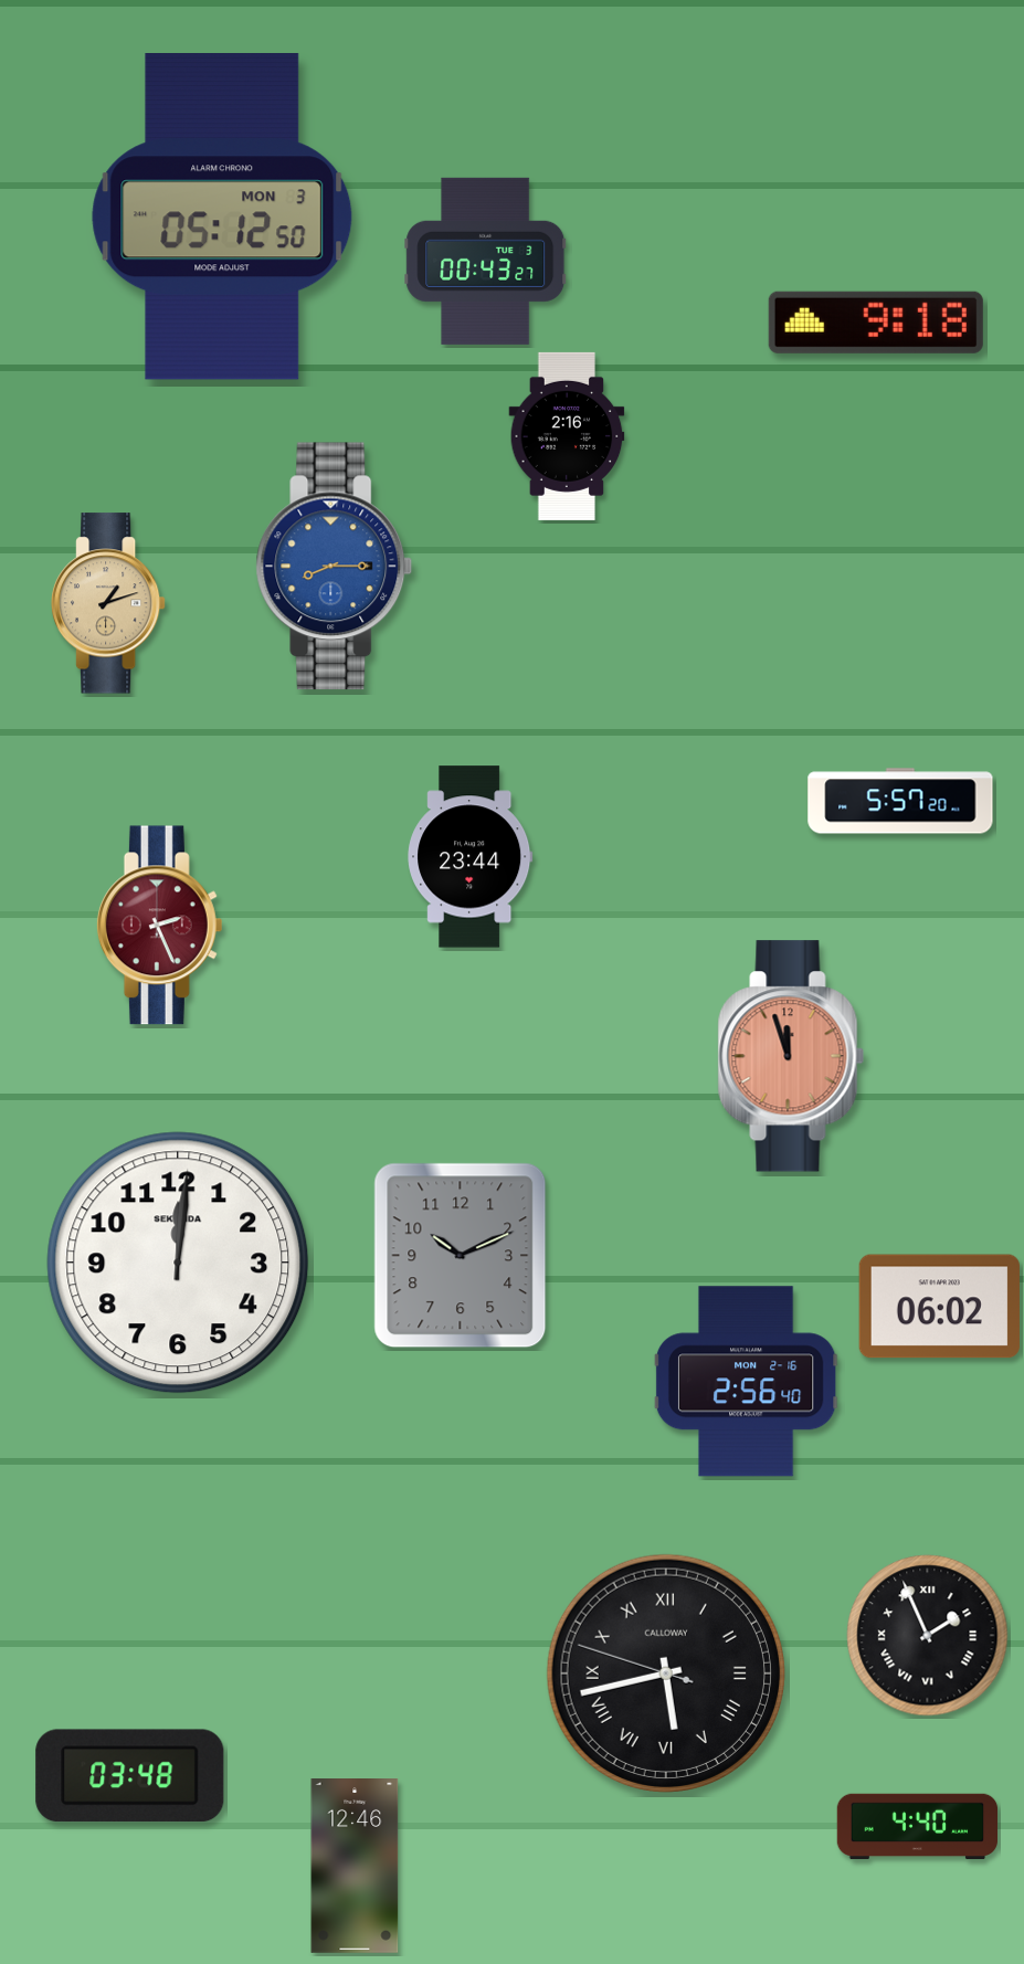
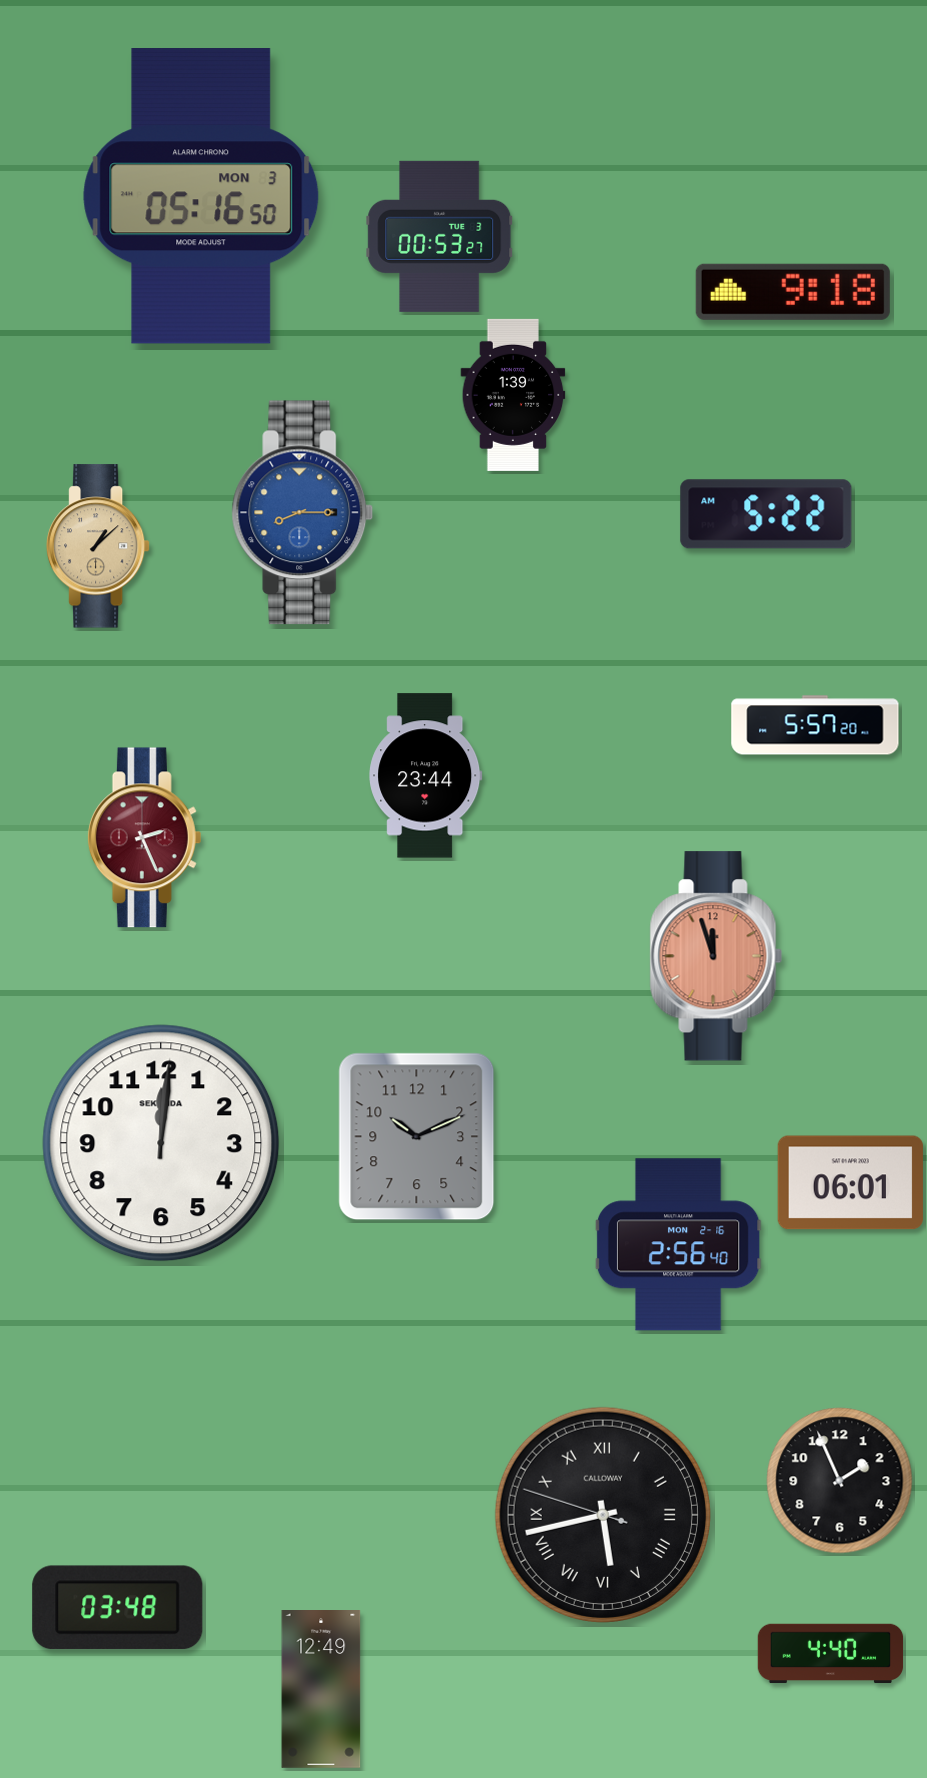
clock at (222, 217): 05:12 -> 05:16
clock at (486, 261): 00:43 -> 00:53
clock at (567, 436): 2:16 -> 1:39
clock at (766, 514): none -> 5:22
clock at (108, 603): 1:12 -> 1:08
clock at (939, 1307): 06:02 -> 06:01
clock at (746, 1382) position: (746, 1382) -> (678, 1245)
clock at (928, 1636) numerals: Roman -> Arabic
clock at (355, 1867): 12:46 -> 12:49
